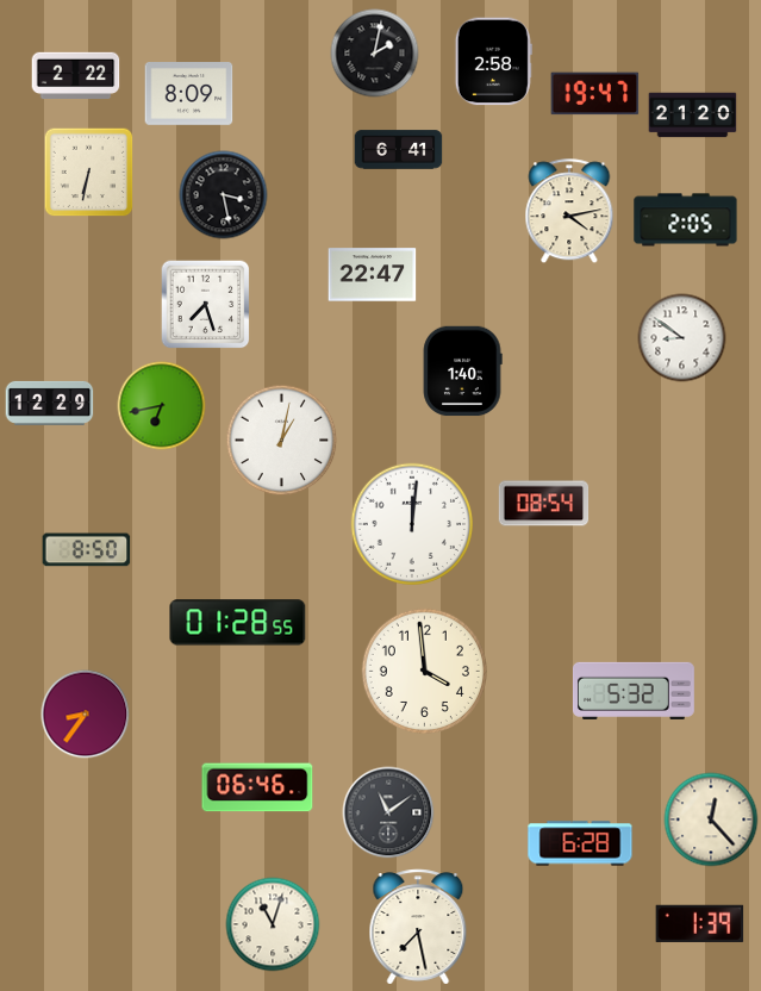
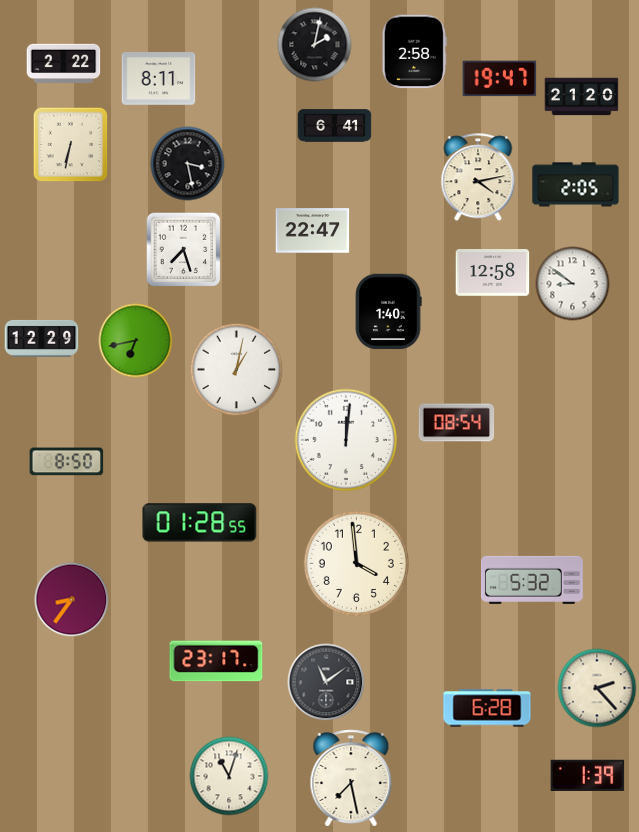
clock at (189, 94): 8:09 -> 8:11
clock at (89, 173) position: (89, 173) -> (71, 145)
clock at (206, 305) position: (206, 305) -> (184, 250)
clock at (493, 273): none -> 12:58
clock at (87, 550) position: (87, 550) -> (67, 462)
clock at (257, 787): 06:46 -> 23:17
clock at (711, 819): 12:23 -> 2:23
